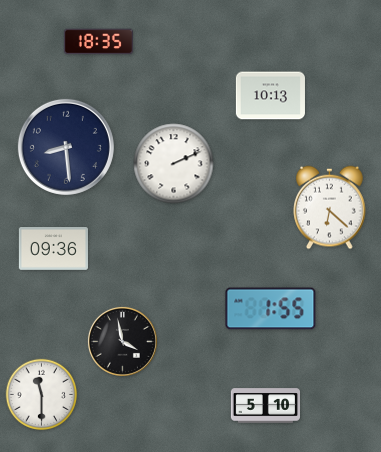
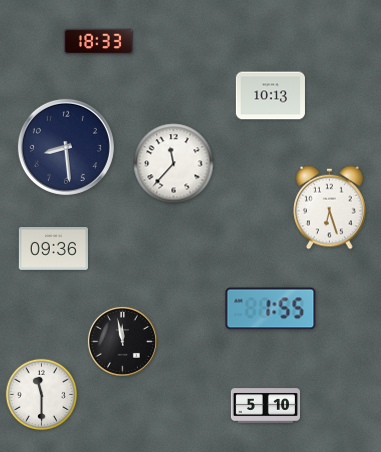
clock at (98, 42): 18:35 -> 18:33
clock at (174, 164): 2:11 -> 11:37
clock at (330, 208): 6:22 -> 6:27
clock at (122, 341): 3:58 -> 11:58
